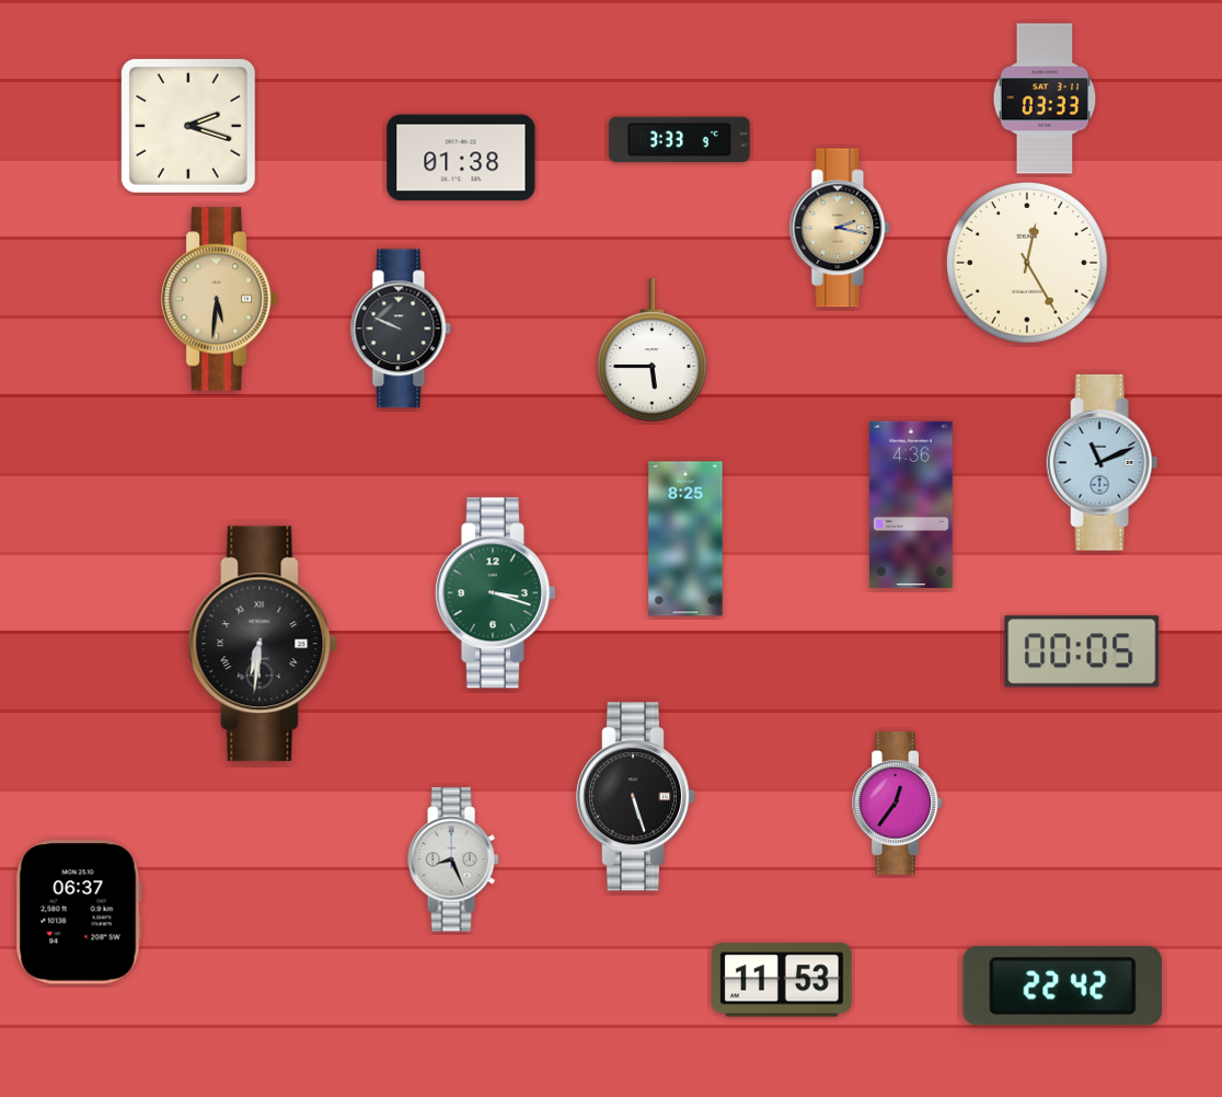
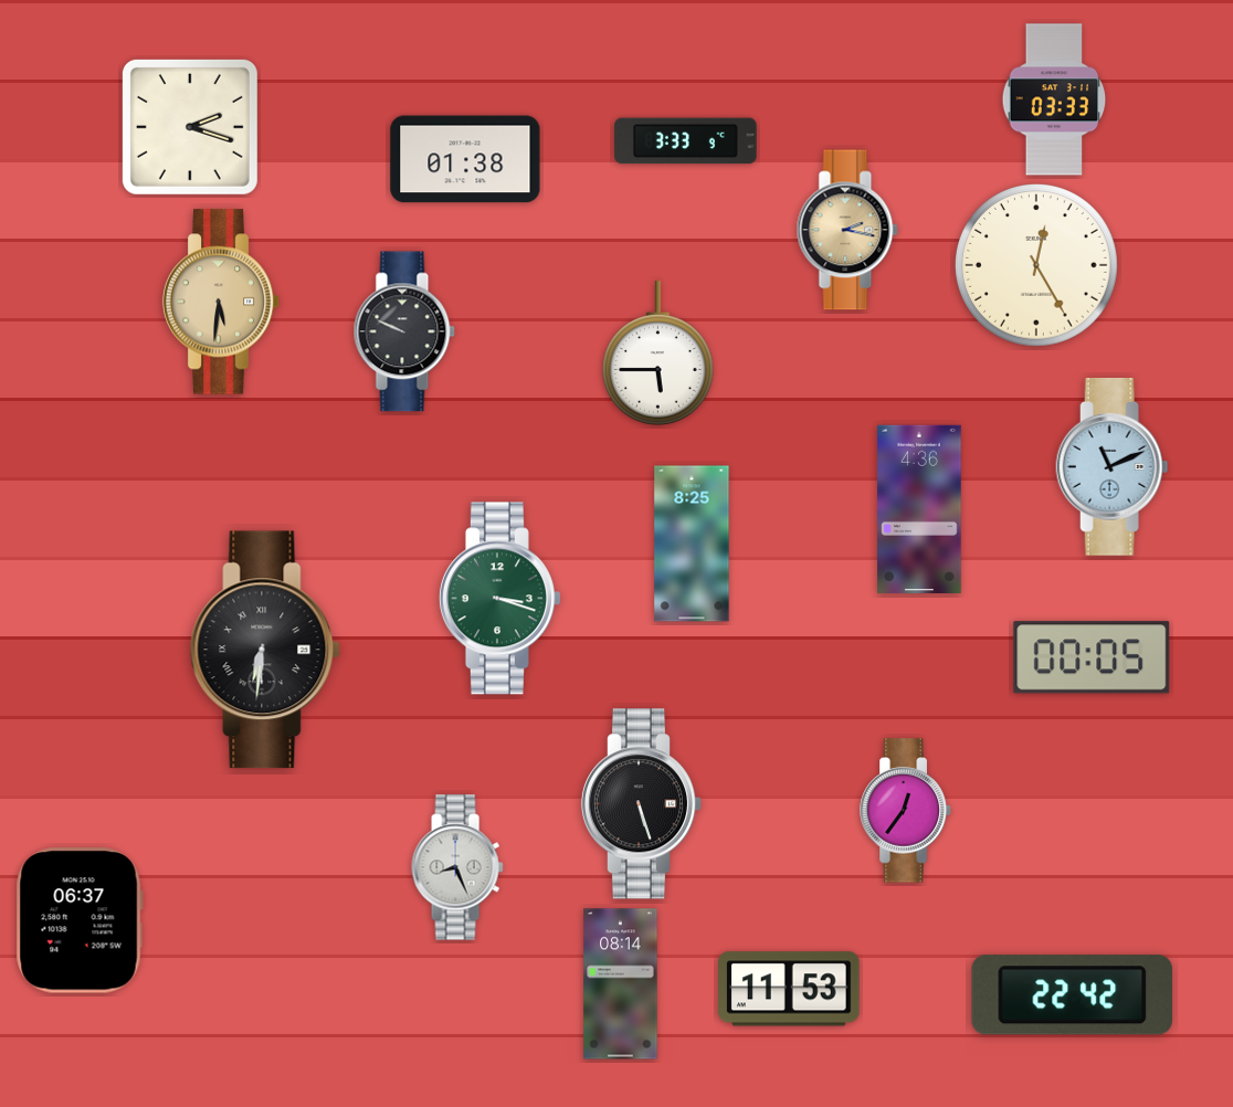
clock at (621, 984): none -> 08:14
